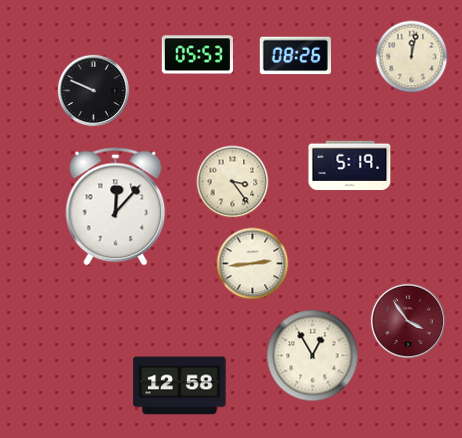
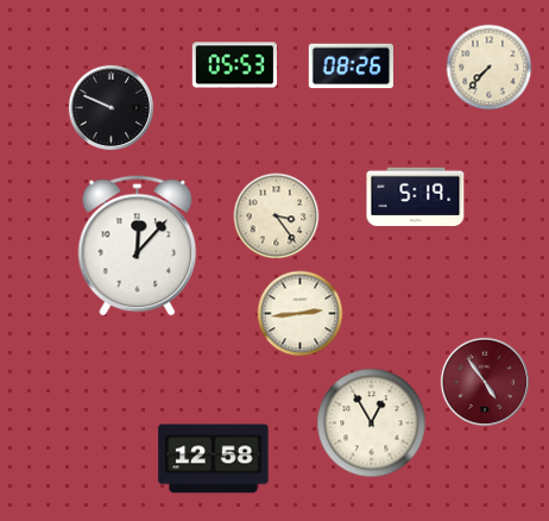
clock at (412, 57): 12:02 -> 7:37
clock at (408, 321): 3:54 -> 4:54
